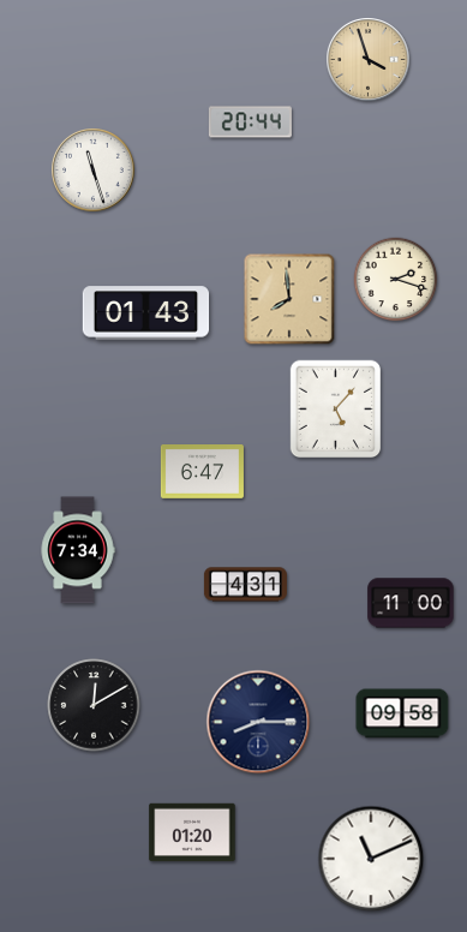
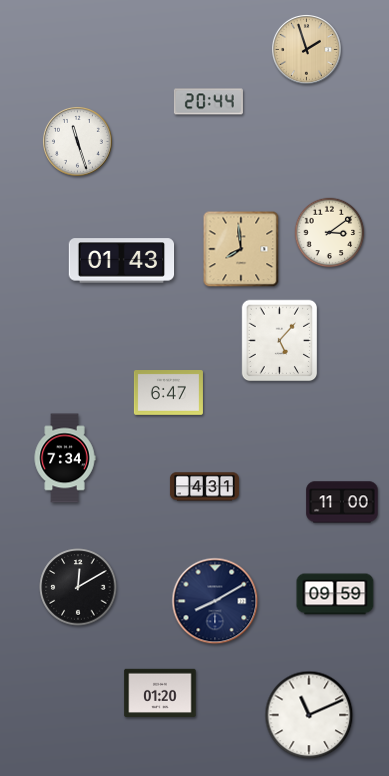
clock at (369, 60): 3:57 -> 1:57
clock at (396, 280): 2:18 -> 3:09
clock at (402, 713): 09:58 -> 09:59
clock at (258, 722): 8:15 -> 8:10
